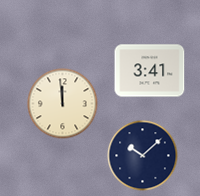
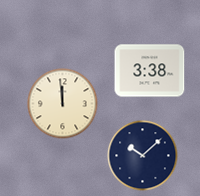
clock at (150, 71): 3:41 -> 3:38
